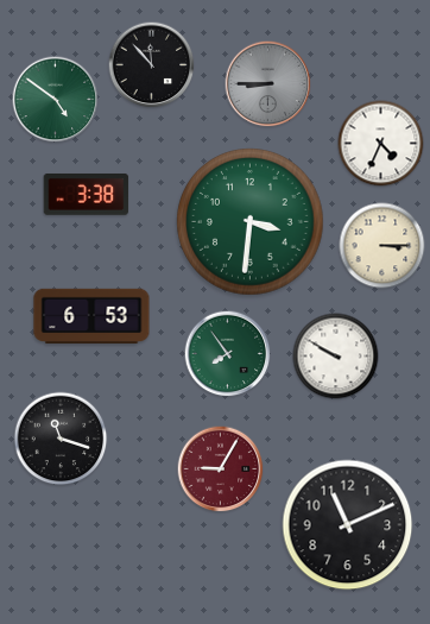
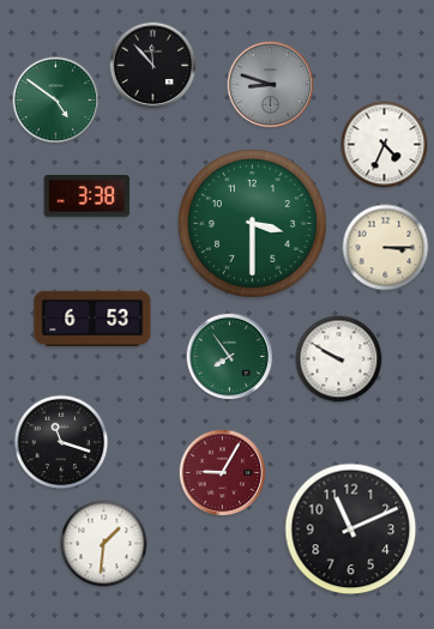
clock at (268, 84): 8:45 -> 8:48
clock at (251, 222): 3:31 -> 3:30
clock at (104, 544): none -> 1:31
